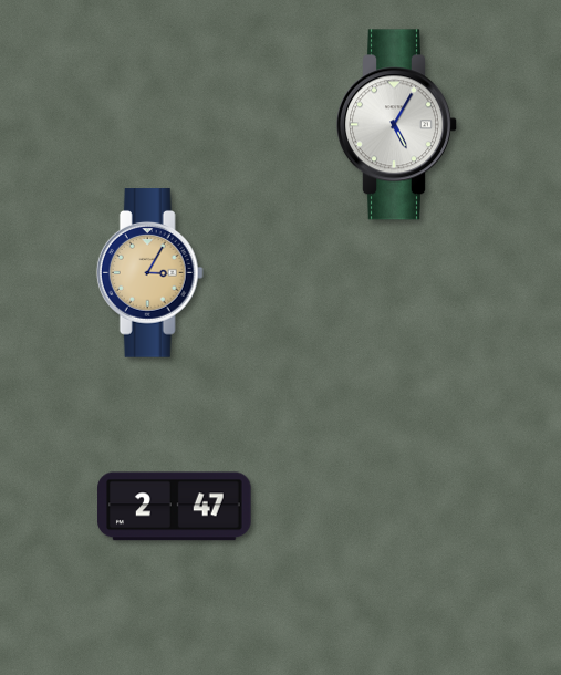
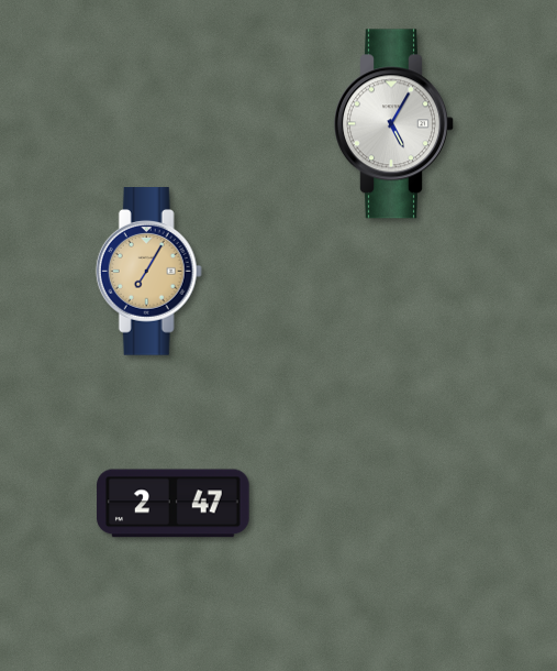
clock at (149, 273): 3:05 -> 7:05
